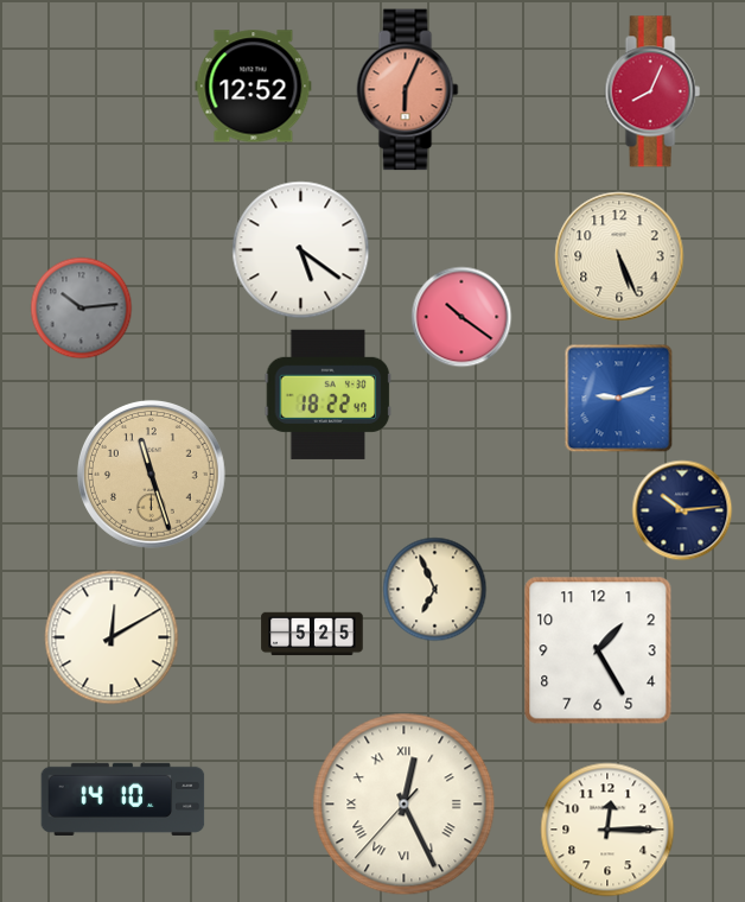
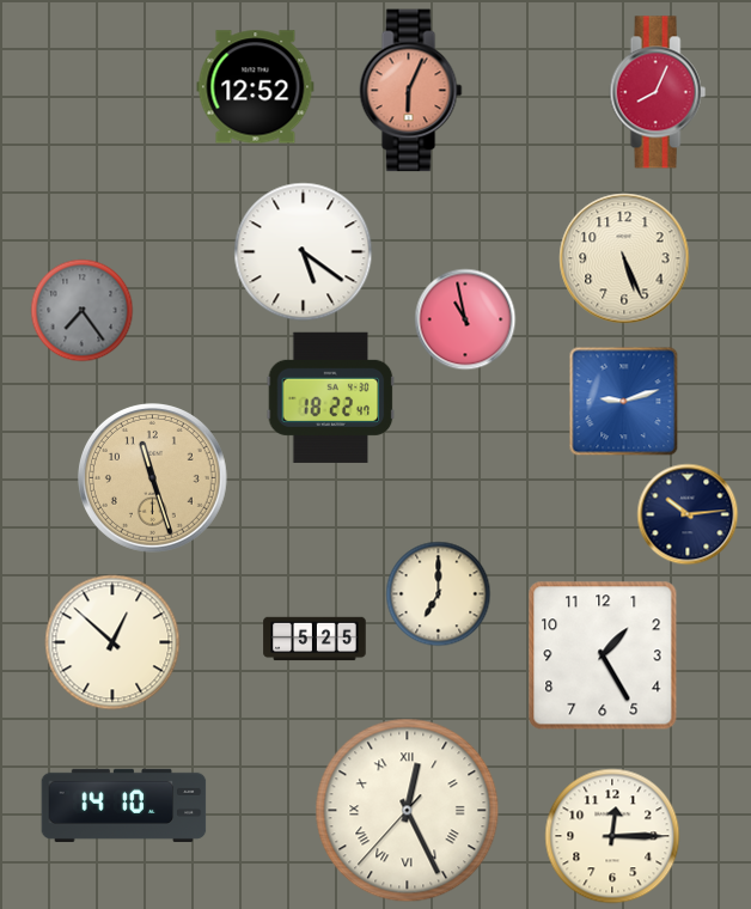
clock at (82, 309): 10:14 -> 7:24
clock at (461, 317): 10:21 -> 10:58
clock at (435, 590): 6:56 -> 7:00
clock at (112, 637): 12:10 -> 12:52
